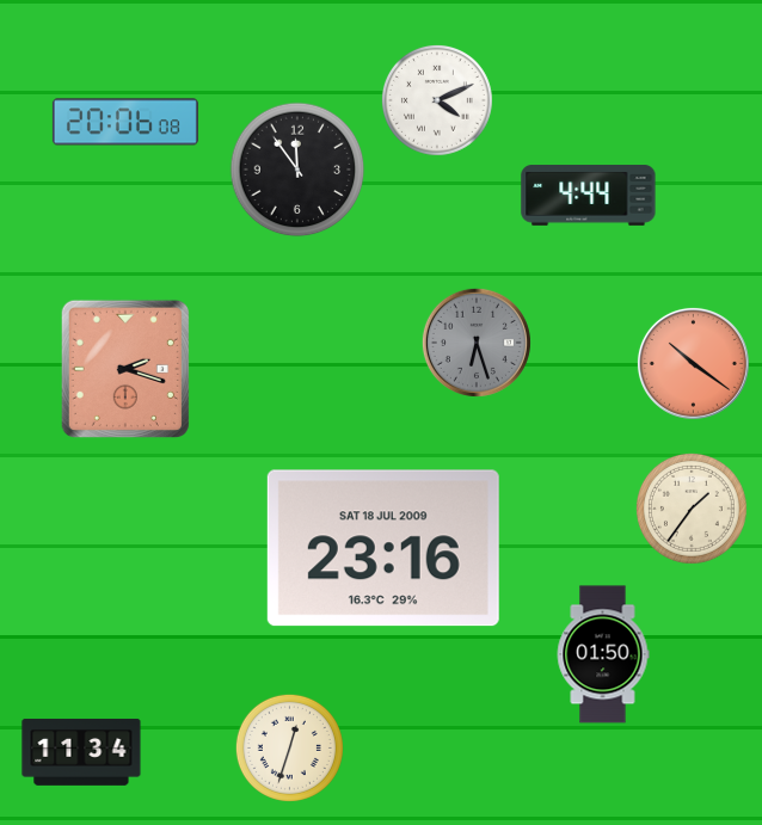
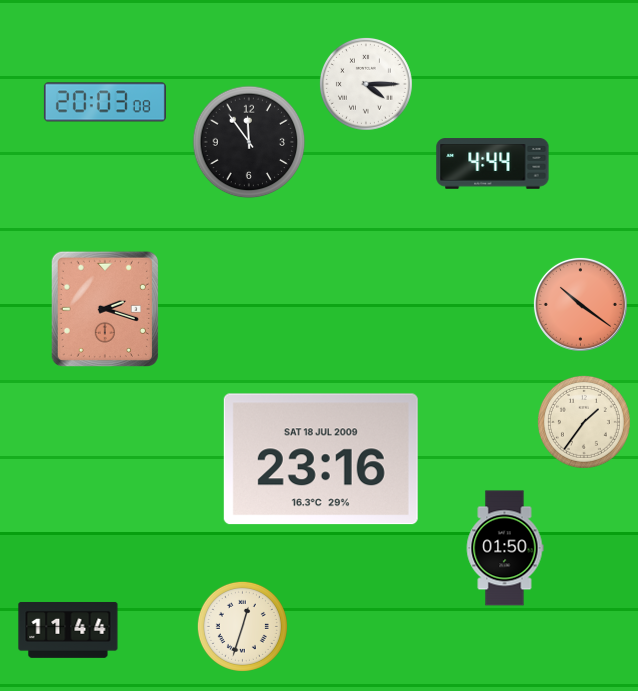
clock at (437, 100): 4:11 -> 4:15
clock at (125, 122): 20:06 -> 20:03
clock at (477, 343): 6:27 -> none
clock at (692, 509) position: (692, 509) -> (584, 422)
clock at (81, 752): 11:34 -> 11:44
